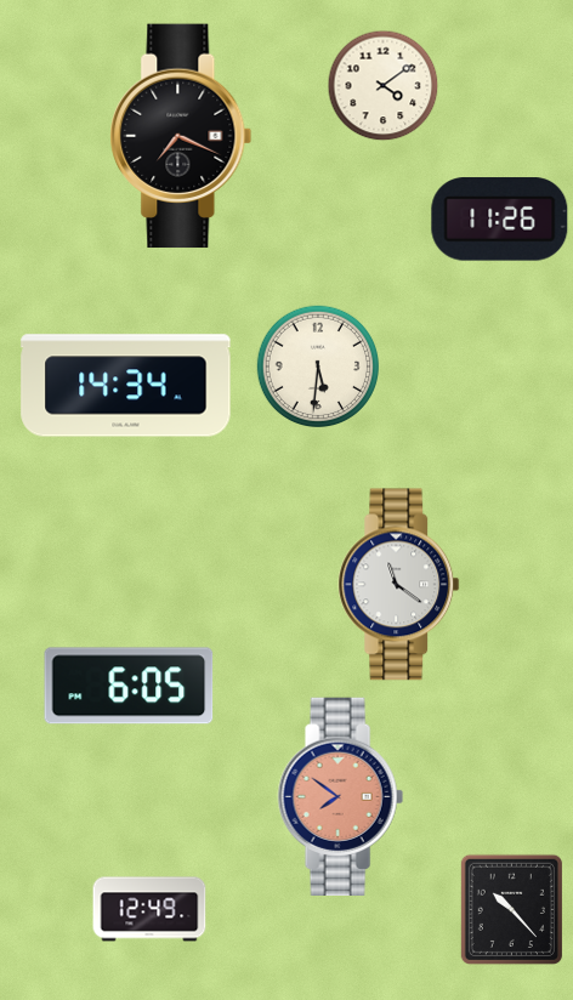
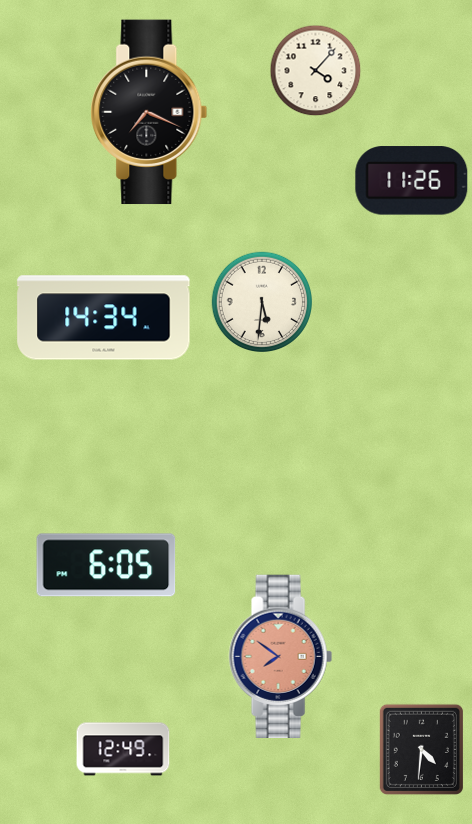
clock at (384, 86): 4:09 -> 4:07
clock at (399, 585): 11:21 -> none
clock at (511, 909): 10:23 -> 4:31
